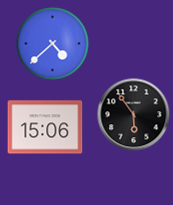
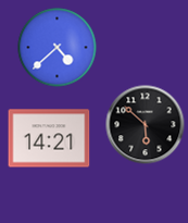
clock at (134, 115): 5:54 -> 5:52
clock at (45, 127): 15:06 -> 14:21
